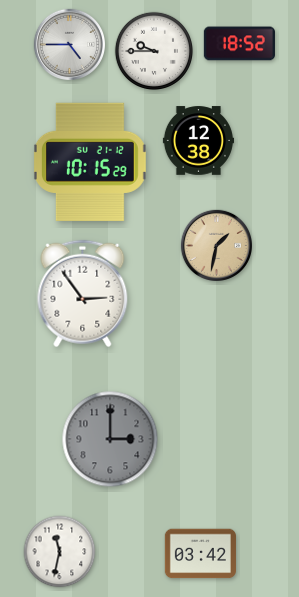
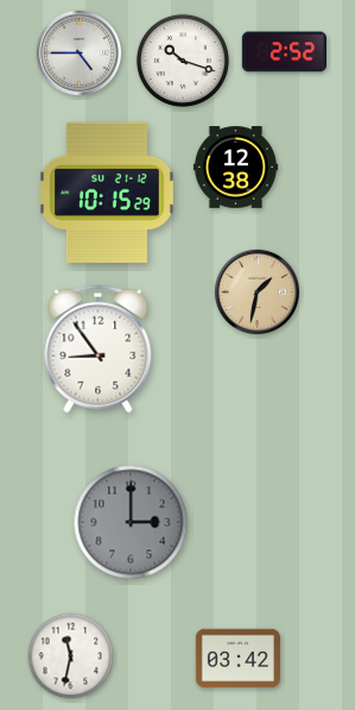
clock at (69, 44) position: (69, 44) -> (78, 52)
clock at (239, 44): 18:52 -> 2:52
clock at (153, 50): 9:45 -> 10:18
clock at (83, 294): 2:54 -> 8:54
